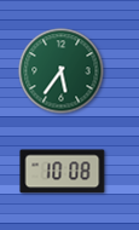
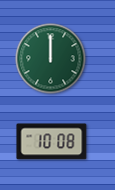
clock at (62, 71): 5:36 -> 12:00
